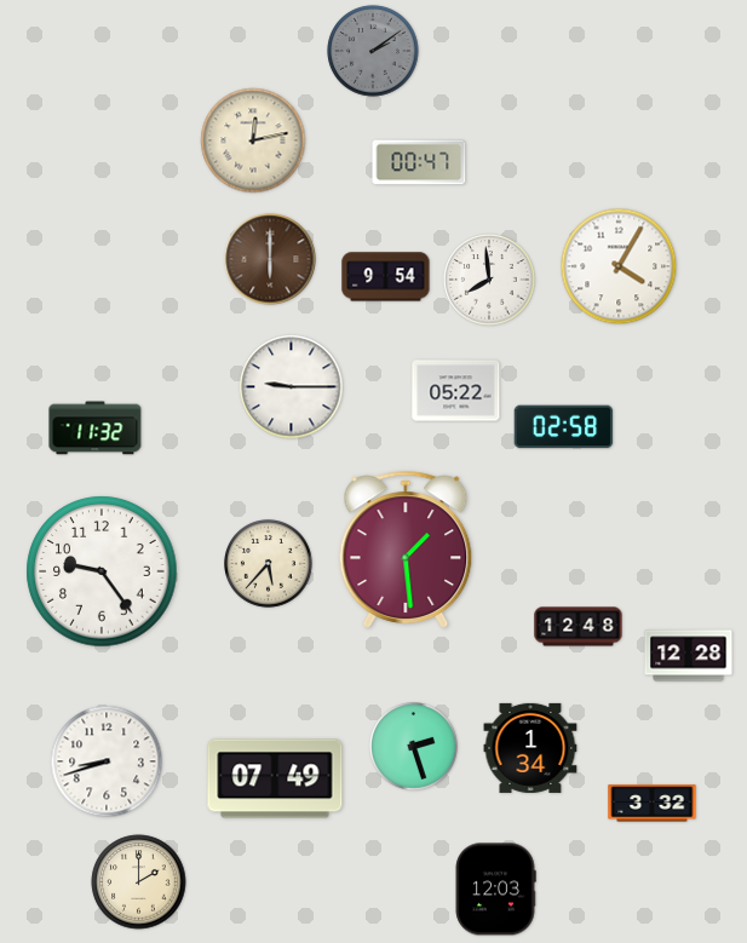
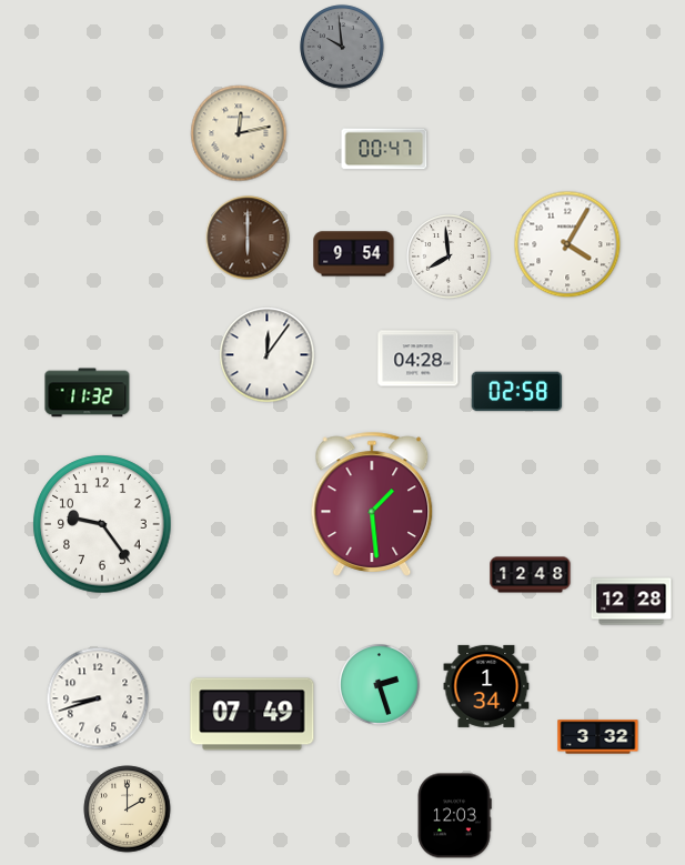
clock at (373, 51): 2:09 -> 9:59
clock at (253, 140) position: (253, 140) -> (239, 133)
clock at (292, 387): 9:15 -> 12:06
clock at (456, 391): 05:22 -> 04:28
clock at (269, 564): 5:37 -> none
clock at (102, 571) position: (102, 571) -> (102, 524)
